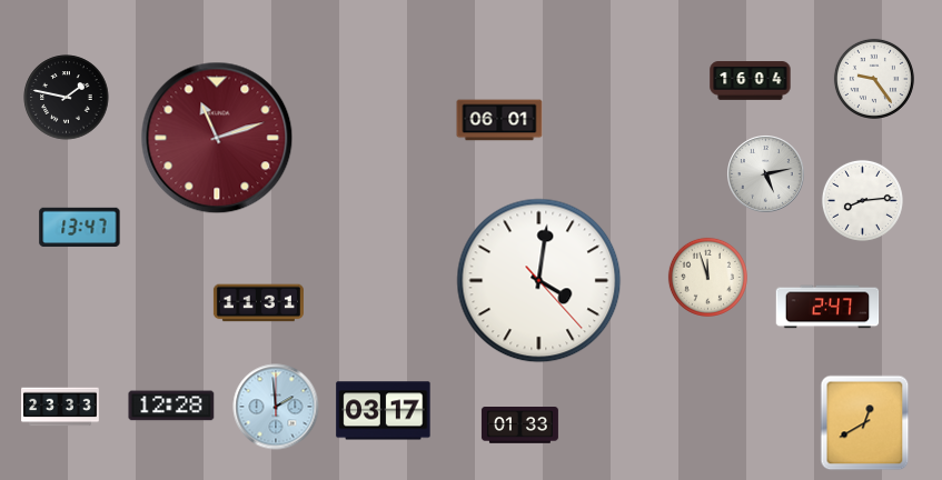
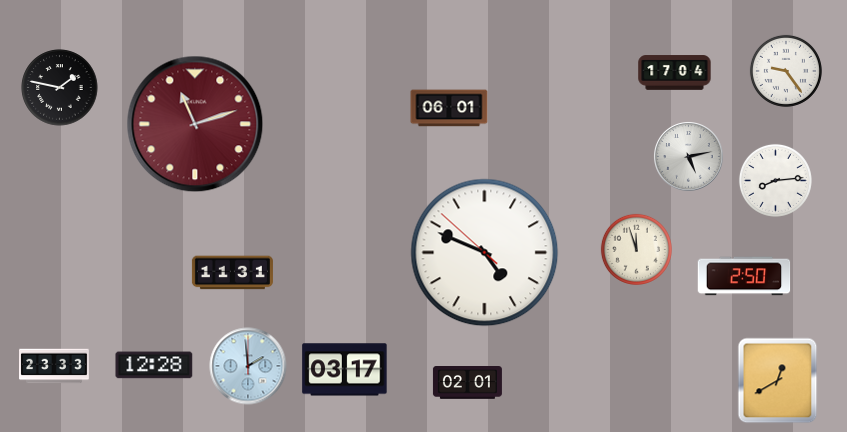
clock at (751, 81): 16:04 -> 17:04
clock at (80, 228): 13:47 -> none
clock at (539, 281): 4:01 -> 4:48
clock at (827, 307): 2:47 -> 2:50
clock at (519, 426): 01:33 -> 02:01
